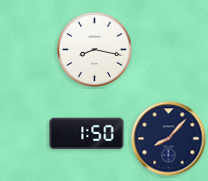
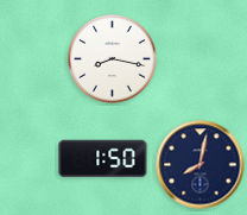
clock at (169, 139): 8:07 -> 8:02
